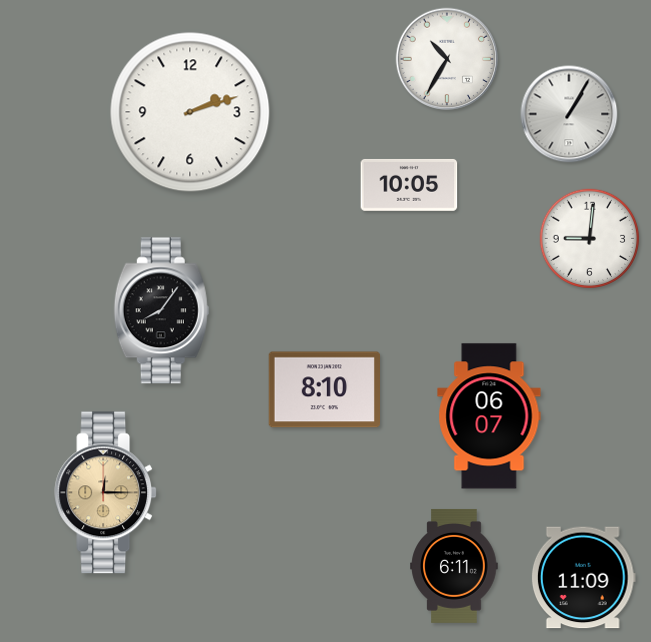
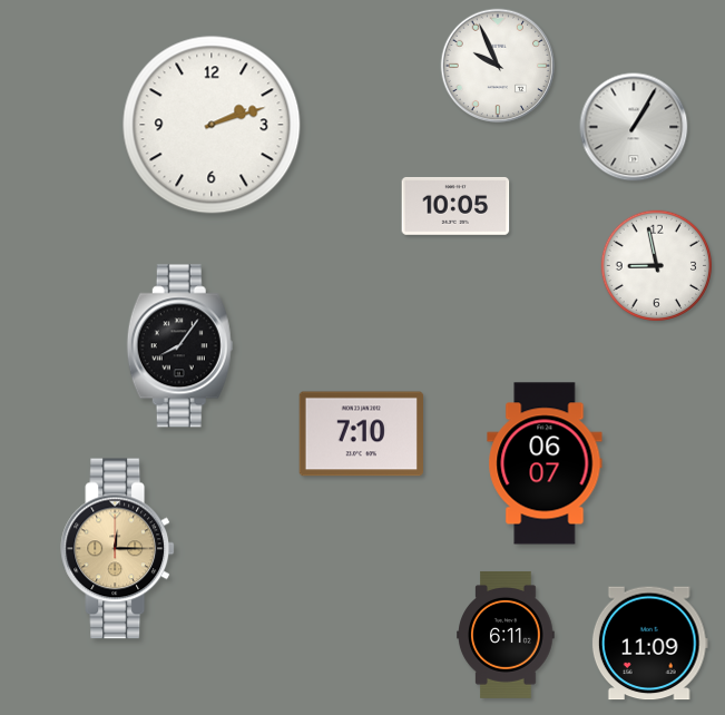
clock at (447, 59): 10:35 -> 9:56
clock at (590, 239): 9:01 -> 8:58
clock at (324, 390): 8:10 -> 7:10
clock at (454, 566) position: (454, 566) -> (506, 635)
